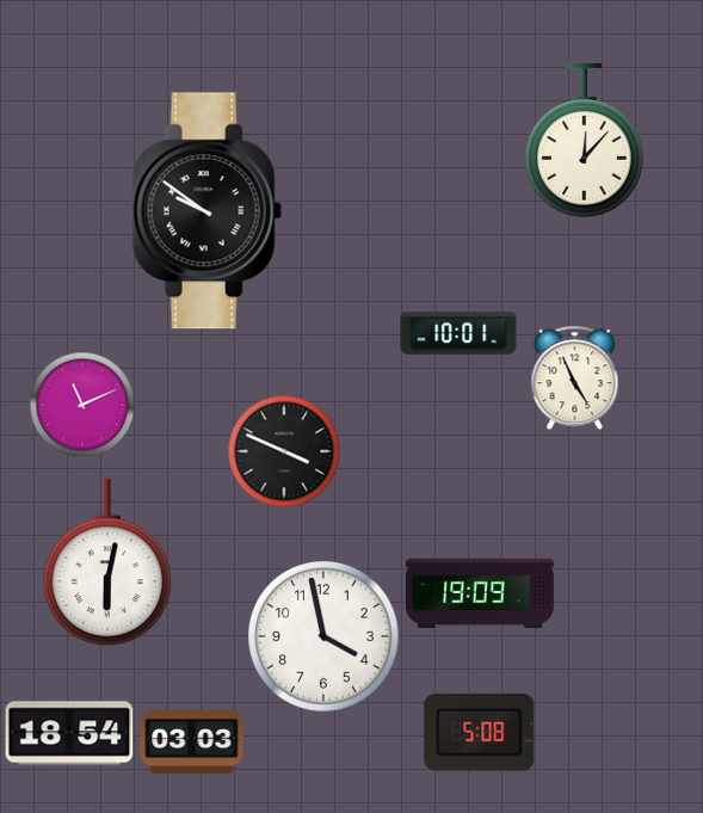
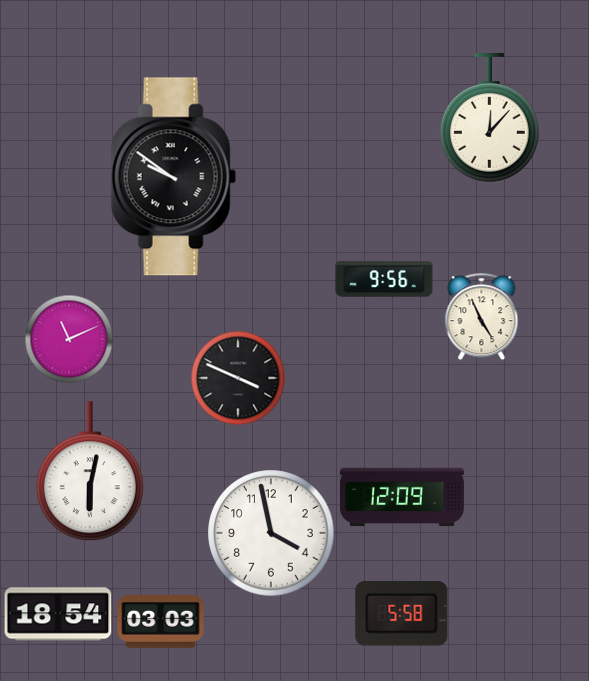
clock at (458, 333): 10:01 -> 9:56
clock at (480, 593): 19:09 -> 12:09
clock at (480, 733): 5:08 -> 5:58
